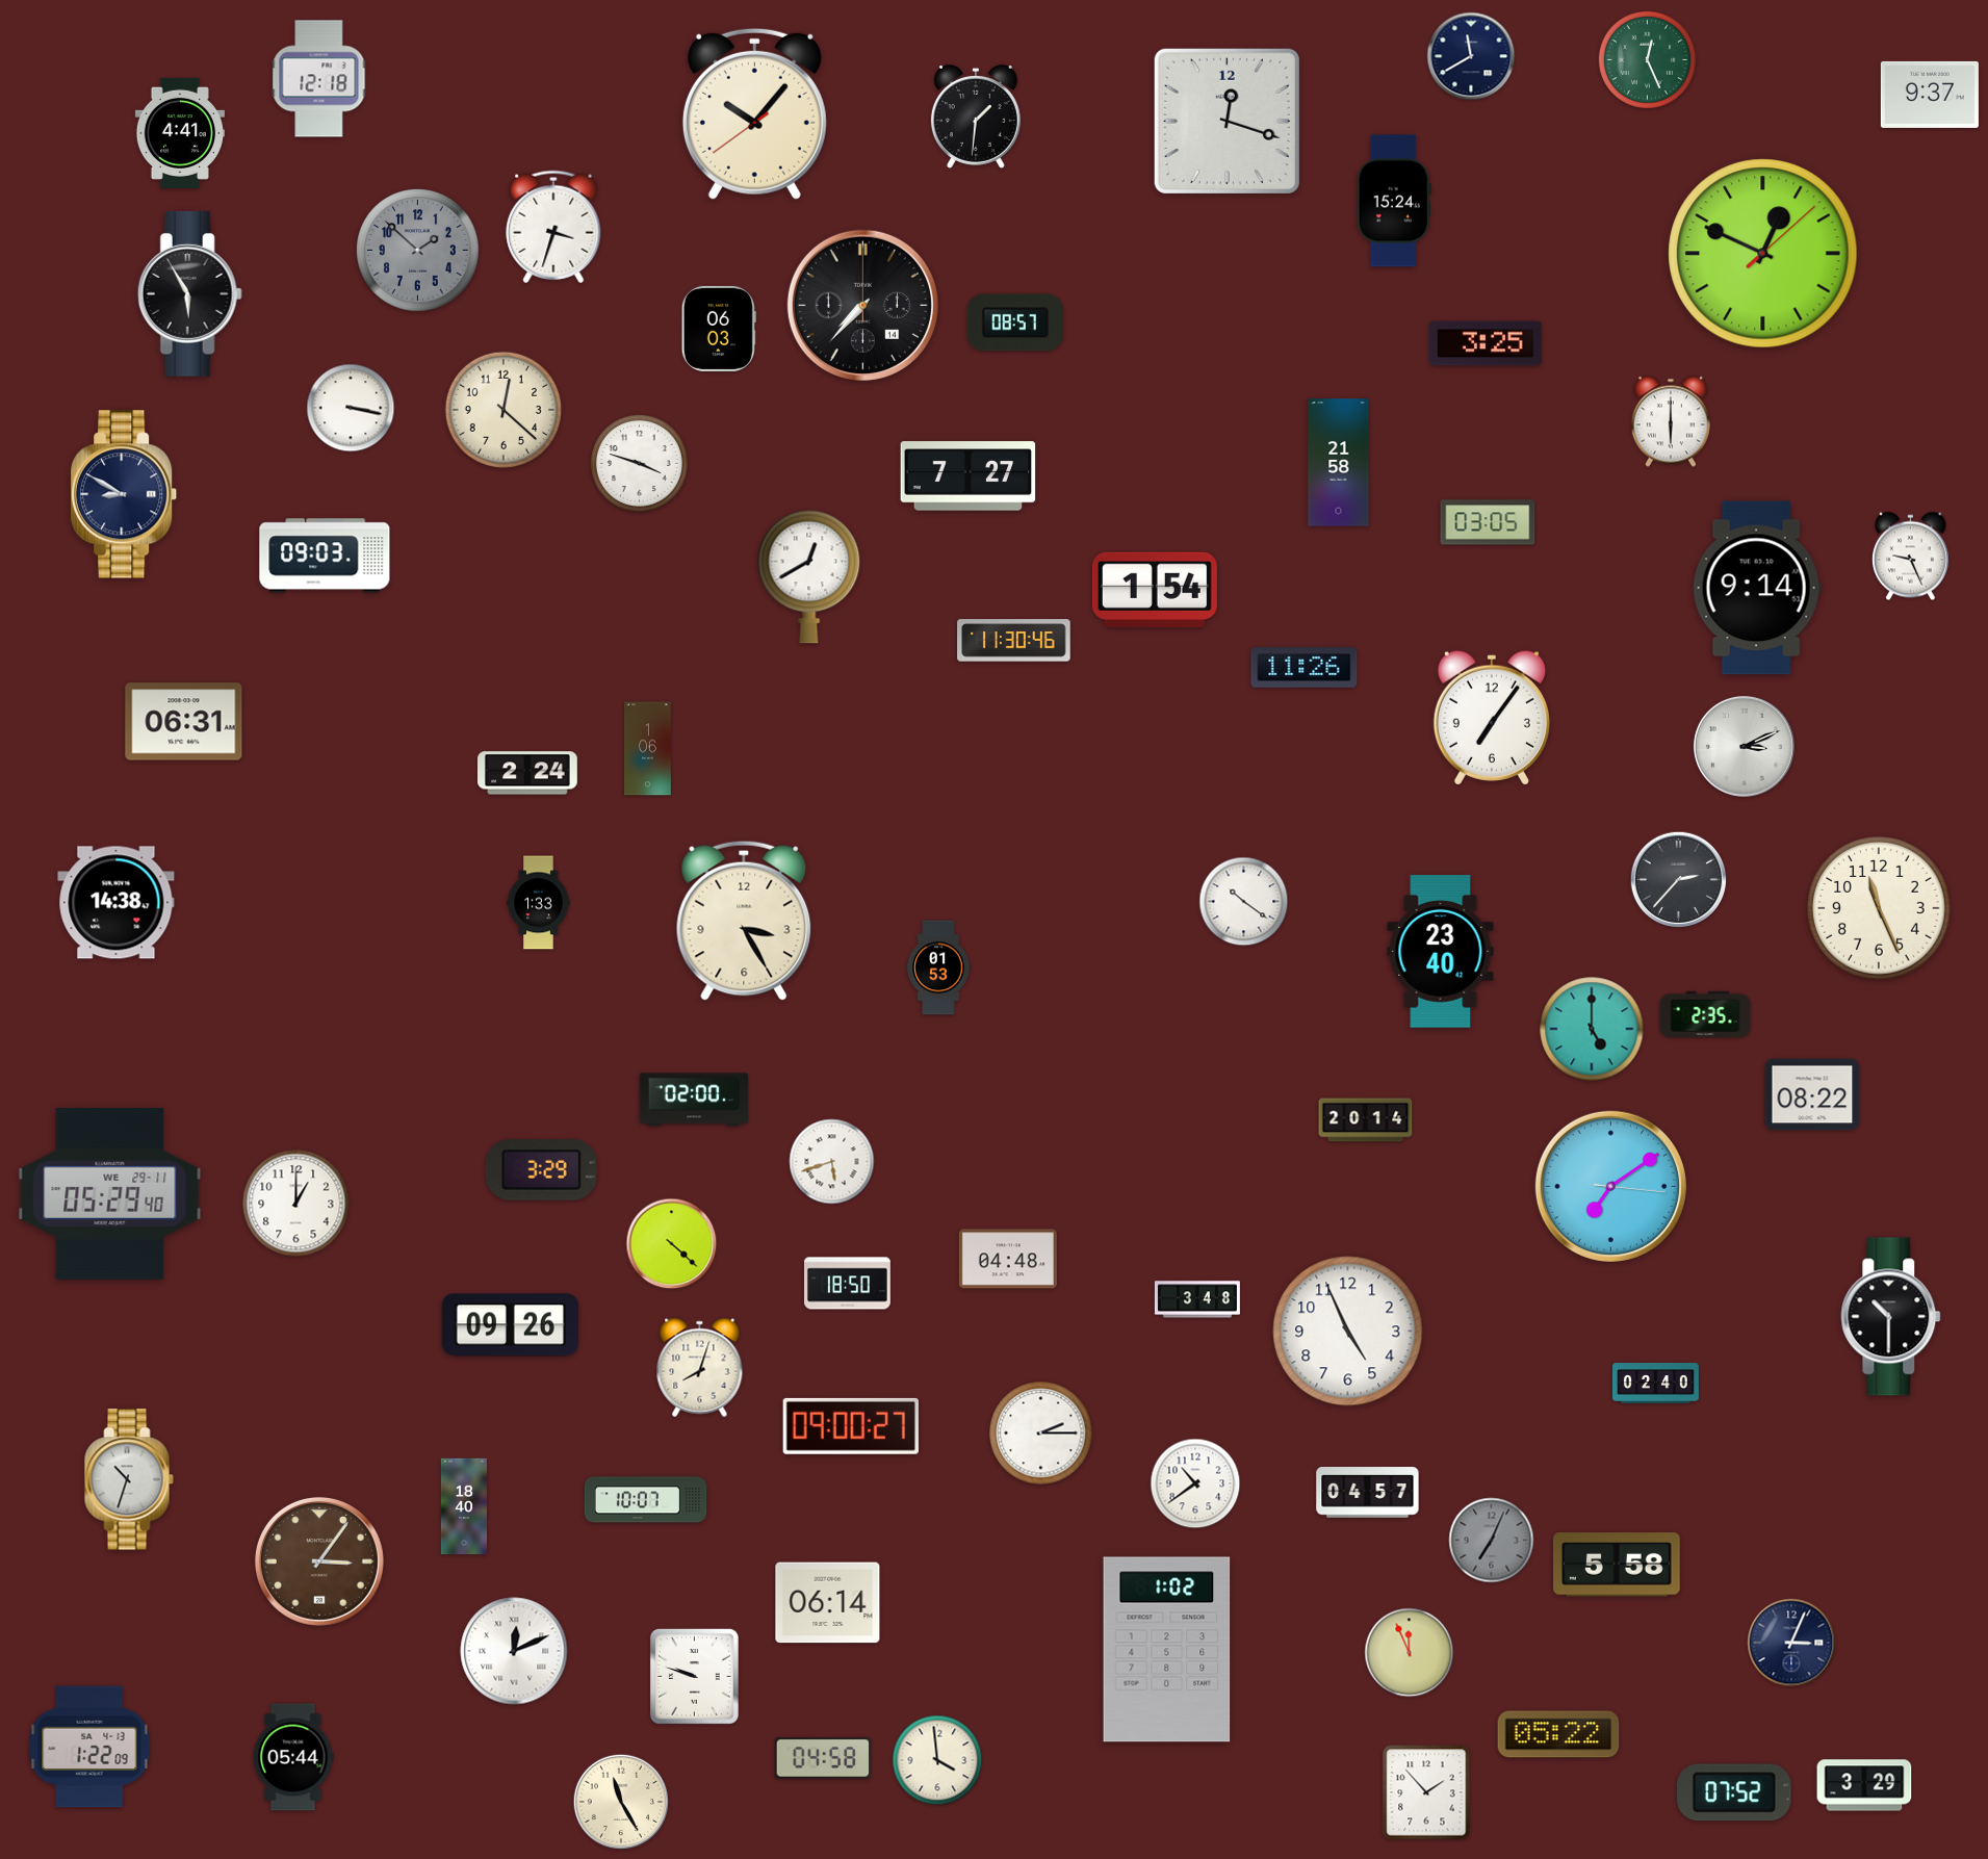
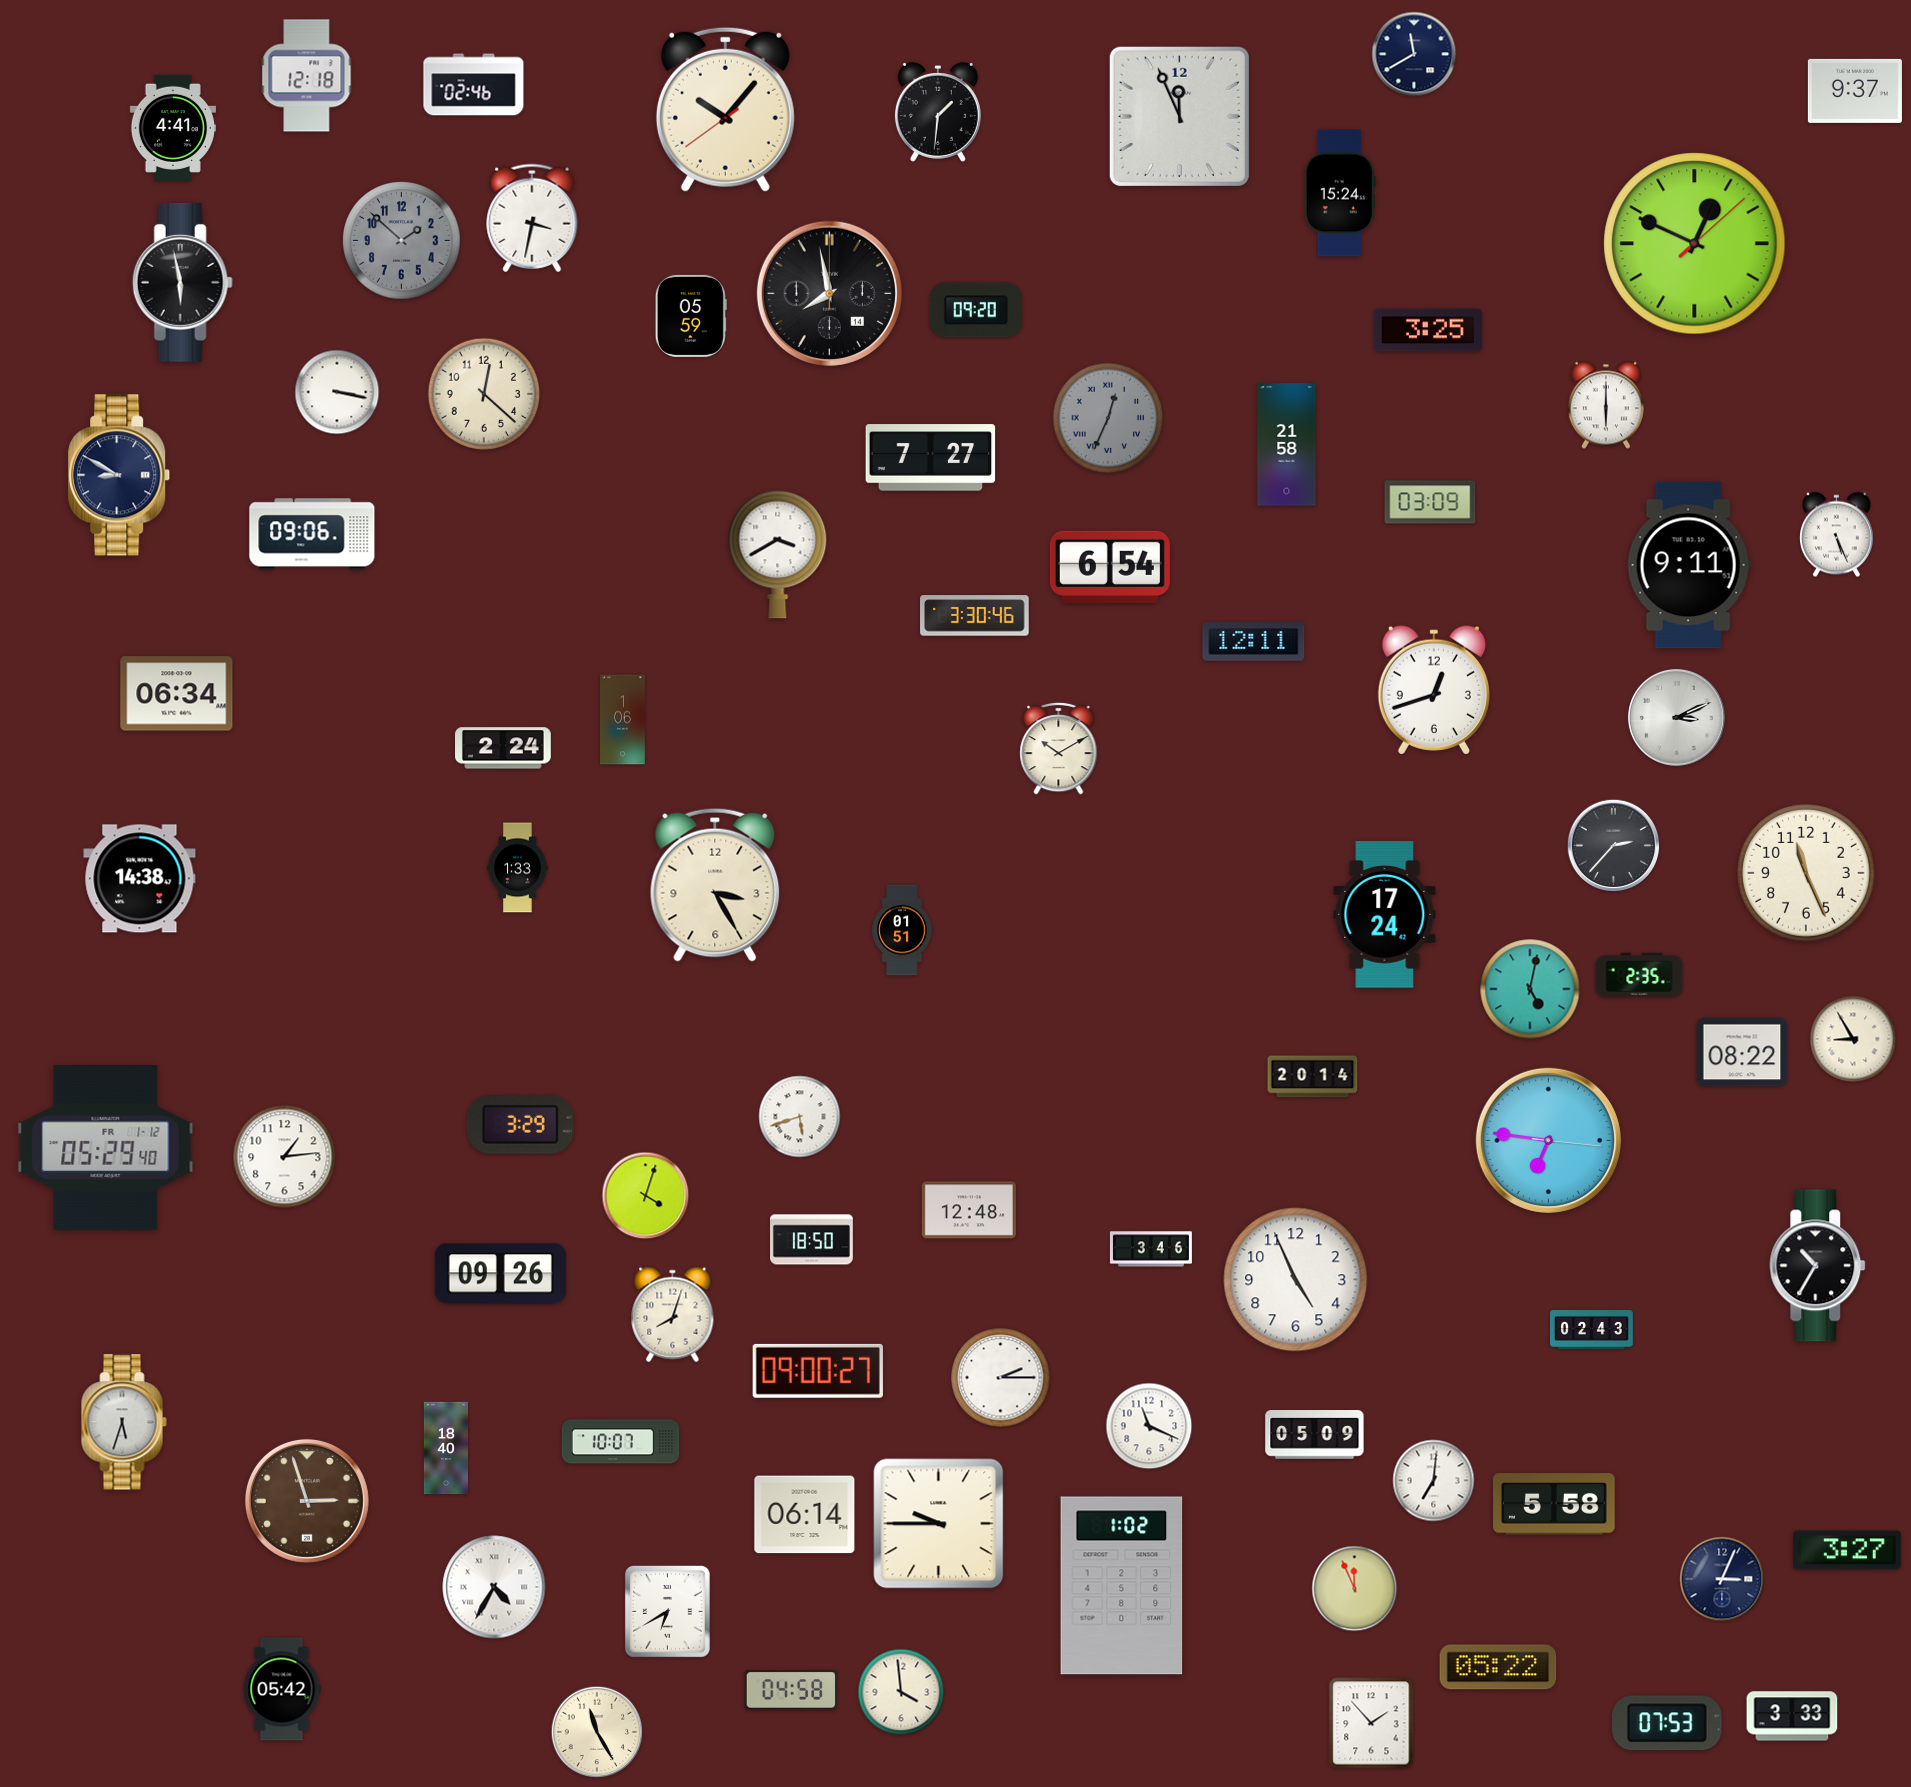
clock at (1647, 59): 12:26 -> none
clock at (474, 85): none -> 02:46
clock at (1227, 121): 12:18 -> 11:56
clock at (553, 227): 3:33 -> 3:32
clock at (189, 293): 5:55 -> 5:58
clock at (862, 305): 7:37 -> 7:58
clock at (1014, 322): 08:57 -> 09:20
clock at (719, 329): 06:03 -> 05:59
clock at (1108, 418): none -> 12:34
clock at (639, 463): 3:48 -> none
clock at (1488, 522): 03:05 -> 03:09
clock at (325, 556): 09:03 -> 09:06
clock at (1911, 557): 9:26 -> 5:26
clock at (809, 576): 12:40 -> 3:40
clock at (1757, 588): 9:14 -> 9:11
clock at (1155, 589): 1:54 -> 6:54
clock at (1014, 641): 11:30 -> 3:30
clock at (1305, 668): 11:26 -> 12:11
clock at (1492, 718): 7:06 -> 12:42
clock at (184, 722): 06:31 -> 06:34
clock at (528, 773) position: (528, 773) -> (504, 748)
clock at (1059, 748): none -> 10:10
clock at (1244, 902): 10:21 -> none
clock at (117, 903) position: (117, 903) -> (140, 879)
clock at (1441, 952): 23:40 -> 17:24
clock at (938, 967): 01:53 -> 01:51
clock at (1592, 1029): 5:00 -> 5:02
clock at (1853, 1039): none -> 8:55
clock at (694, 1100): 02:00 -> none
clock at (1610, 1186): 7:09 -> 6:46
clock at (110, 1193) date: WE 29-11 -> FR 1-12
clock at (296, 1204): 1:00 -> 1:14
clock at (672, 1244): 4:22 -> 4:03
clock at (1008, 1259): 04:48 -> 12:48
clock at (848, 1284) position: (848, 1284) -> (812, 1240)
clock at (1197, 1299): 3:48 -> 3:46
clock at (1891, 1317): 10:30 -> 10:35
clock at (510, 1325) position: (510, 1325) -> (500, 1274)
clock at (1656, 1384): 02:40 -> 02:43
clock at (129, 1479): 10:33 -> 5:33
clock at (1195, 1483): 10:39 -> 11:19
clock at (1368, 1493): 04:57 -> 05:09
clock at (1492, 1541): 7:04 -> 7:01
clock at (1492, 1541) dial: grey -> white
clock at (319, 1561): 3:06 -> 2:57
clock at (939, 1524): none -> 9:45
clock at (828, 1603) position: (828, 1603) -> (805, 1515)
clock at (1847, 1550): none -> 3:27
clock at (514, 1651): 12:11 -> 4:35
clock at (694, 1677): 9:48 -> 6:40
clock at (89, 1747): 1:22 -> none
clock at (293, 1757): 05:44 -> 05:42
clock at (1864, 1785): 3:29 -> 3:33
clock at (1734, 1792): 07:52 -> 07:53
